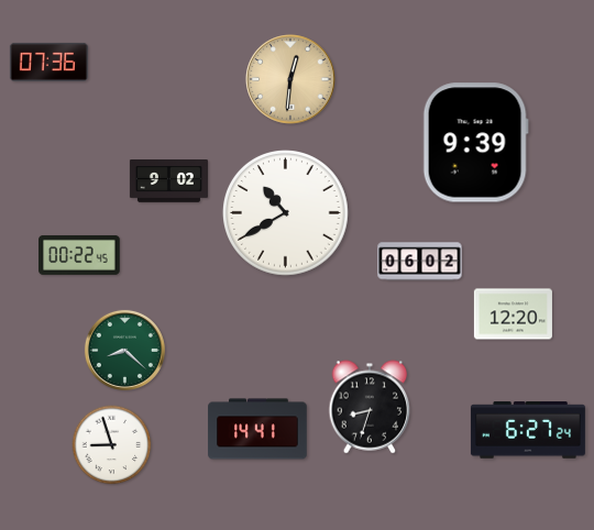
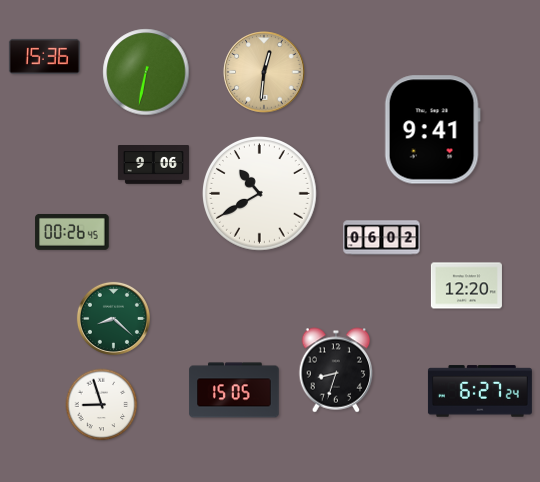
clock at (48, 62): 07:36 -> 15:36
clock at (146, 72): none -> 6:32
clock at (475, 143): 9:39 -> 9:41
clock at (168, 181): 9:02 -> 9:06
clock at (79, 255): 00:22 -> 00:26
clock at (257, 429): 14:41 -> 15:05
